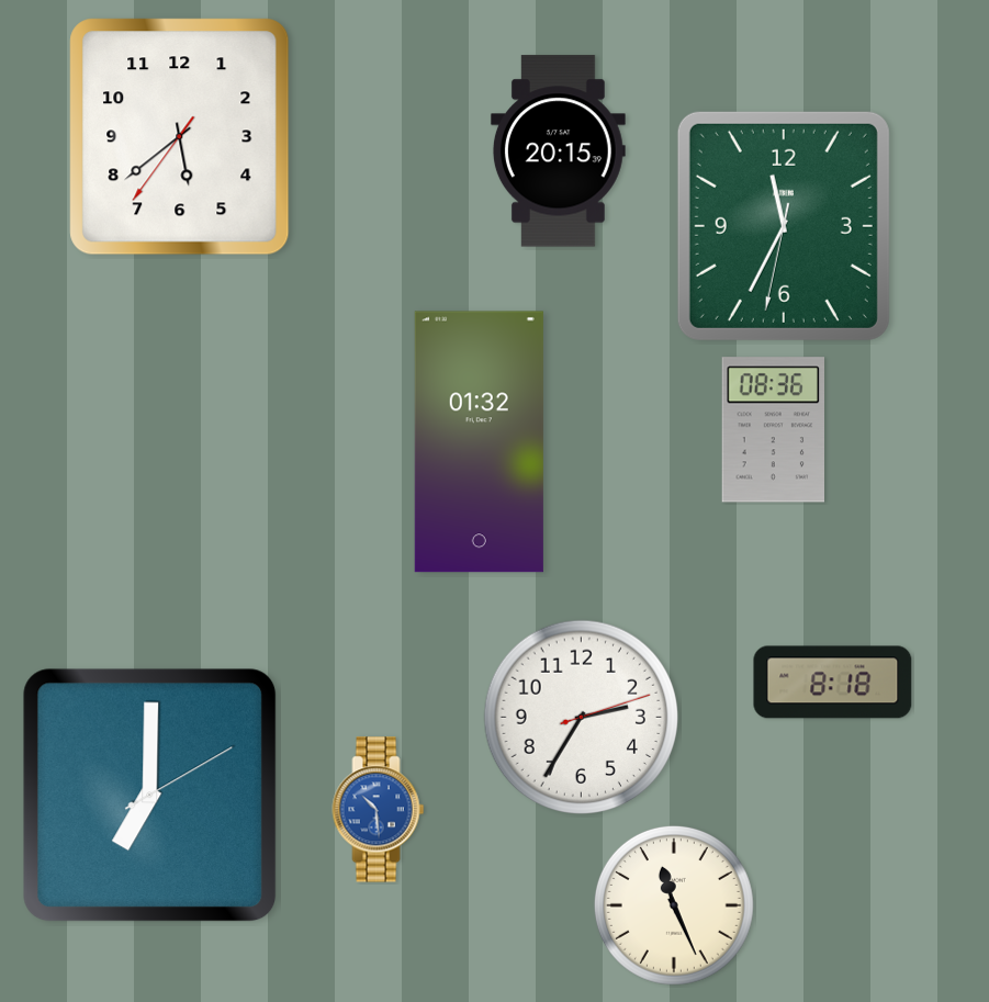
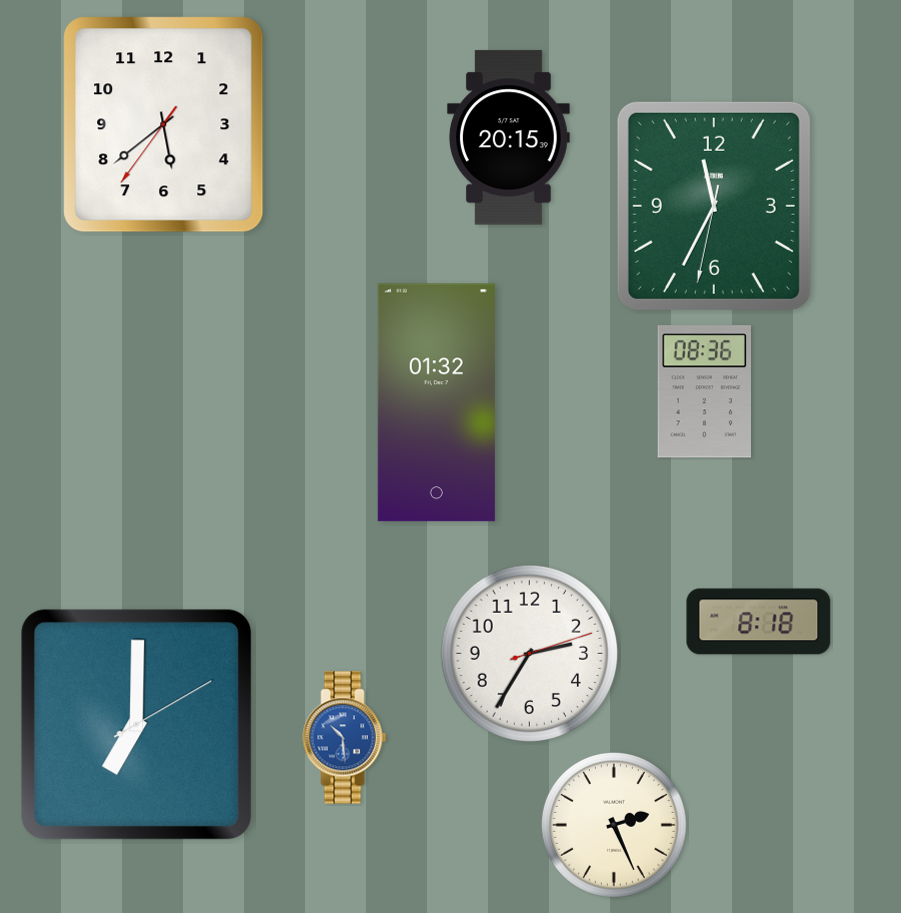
clock at (674, 905): 11:26 -> 2:26
